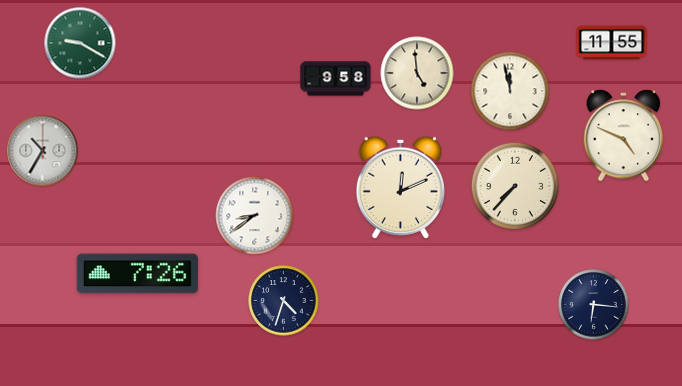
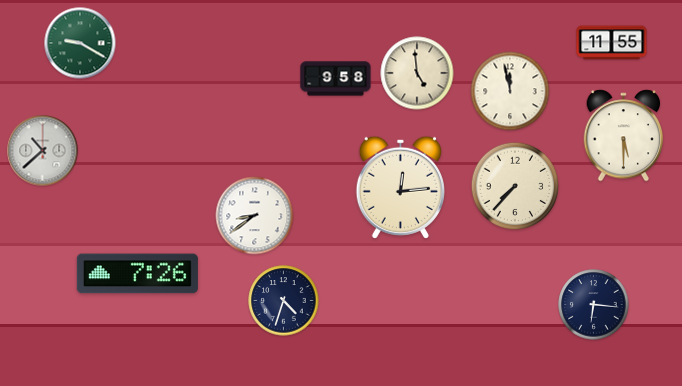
clock at (624, 136): 4:49 -> 5:30
clock at (43, 151): 10:35 -> 10:38
clock at (400, 187): 12:11 -> 12:14
